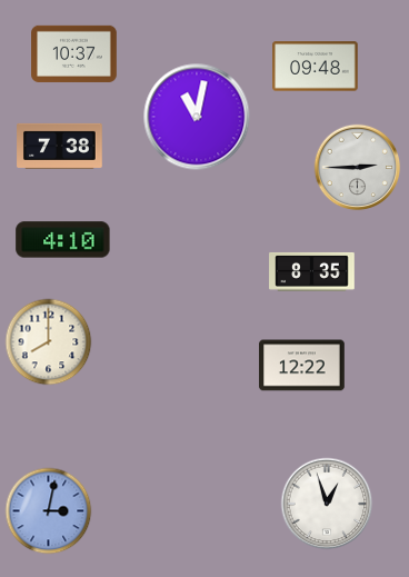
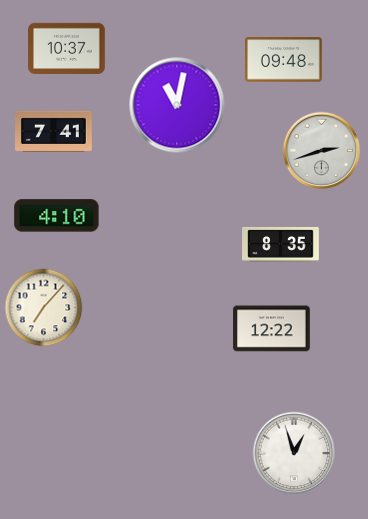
clock at (60, 146): 7:38 -> 7:41
clock at (357, 167): 2:45 -> 2:42
clock at (48, 341): 8:00 -> 7:07
clock at (48, 510): 3:02 -> none
